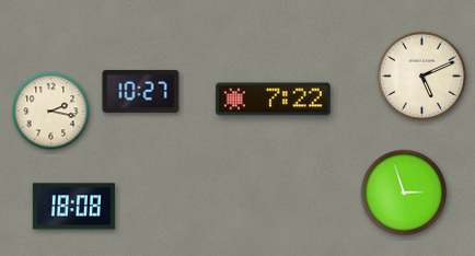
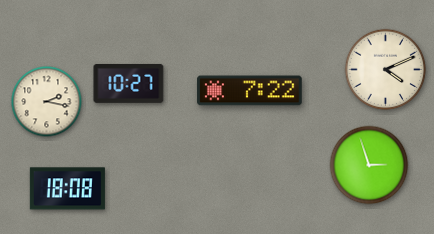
clock at (422, 77): 5:11 -> 4:11
clock at (404, 193) position: (404, 193) -> (369, 165)
